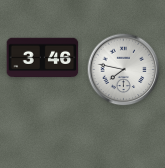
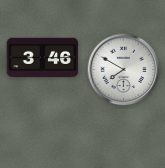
clock at (124, 70): 7:47 -> 7:50
